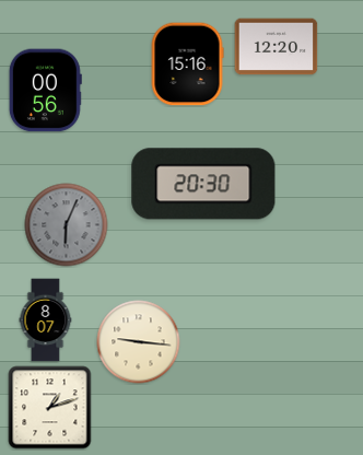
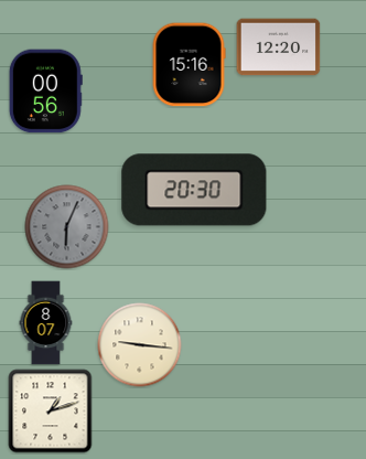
clock at (203, 184) position: (203, 184) -> (194, 190)
